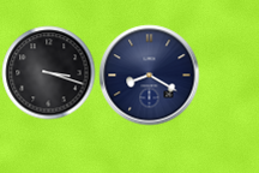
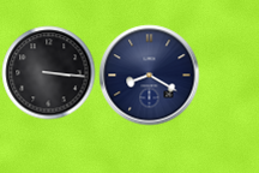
clock at (48, 72): 3:18 -> 3:16
